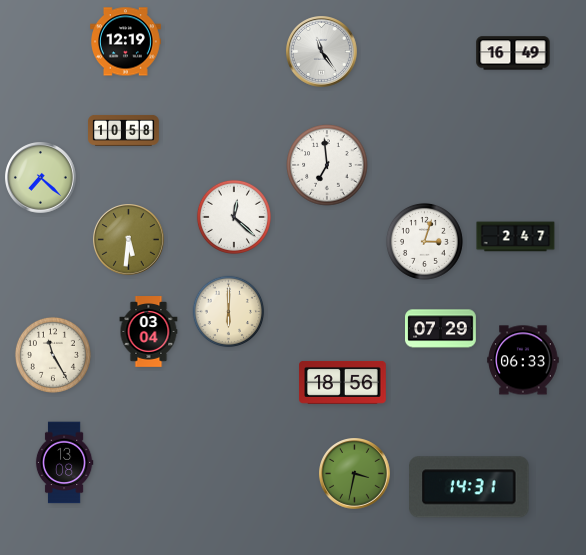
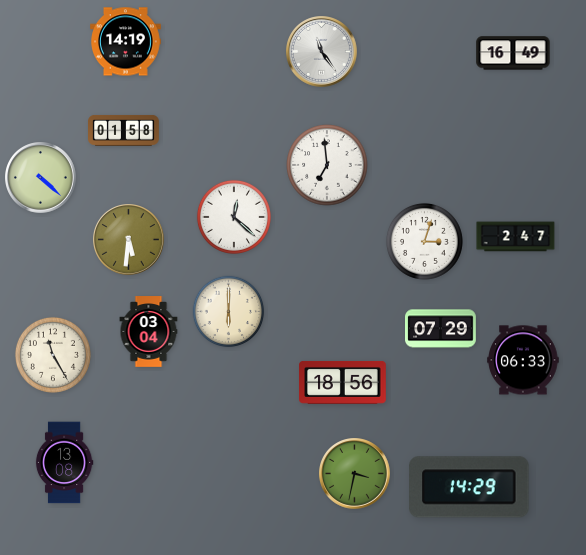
clock at (126, 42): 12:19 -> 14:19
clock at (124, 130): 10:58 -> 01:58
clock at (41, 178): 7:22 -> 4:22
clock at (469, 487): 14:31 -> 14:29
